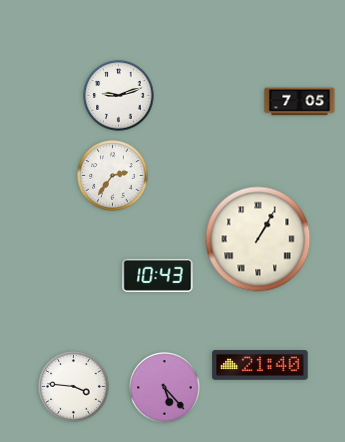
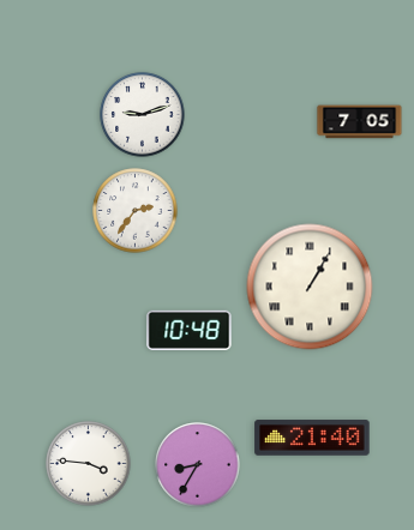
clock at (158, 275): 10:43 -> 10:48
clock at (165, 388): 5:23 -> 8:35
